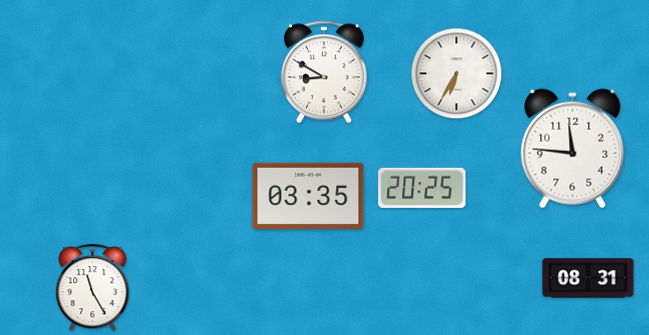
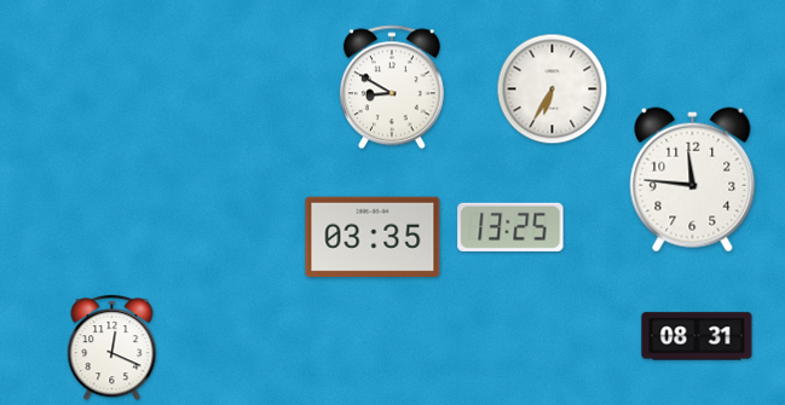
clock at (422, 188): 20:25 -> 13:25
clock at (588, 278) position: (588, 278) -> (697, 336)
clock at (93, 288): 11:25 -> 12:19
